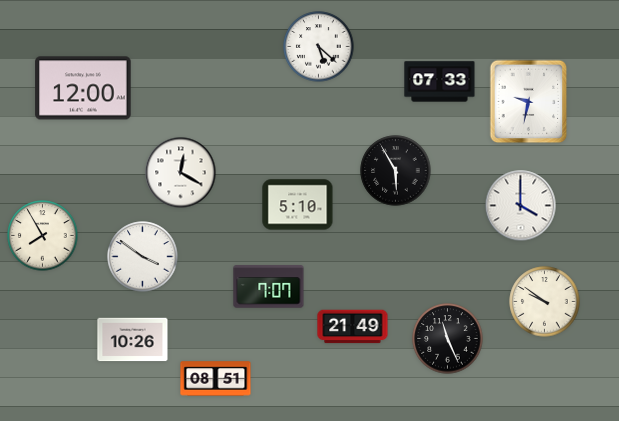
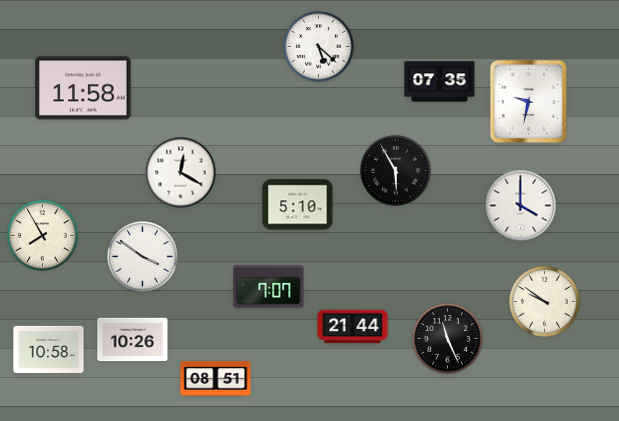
clock at (440, 82): 07:33 -> 07:35
clock at (83, 88): 12:00 -> 11:58
clock at (353, 327): 21:49 -> 21:44
clock at (49, 350): none -> 10:58
